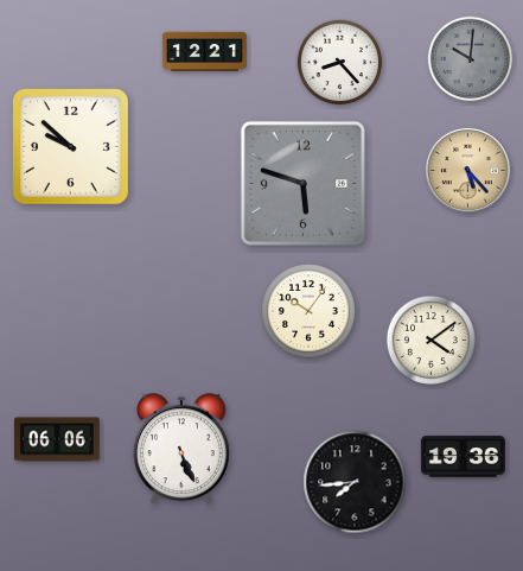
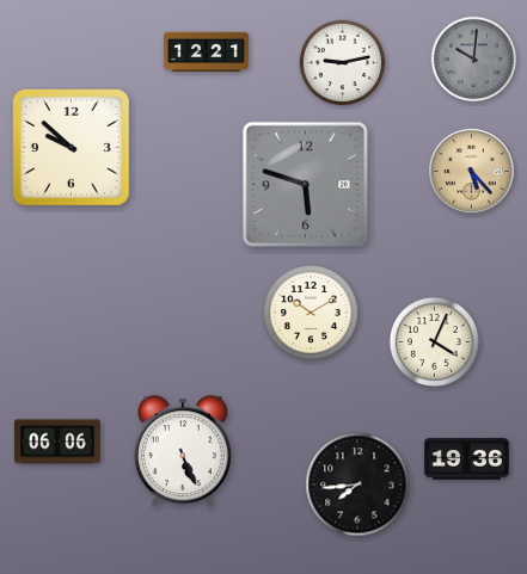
clock at (340, 63): 8:23 -> 9:13
clock at (310, 312): 10:06 -> 10:10
clock at (430, 340): 4:09 -> 4:04
